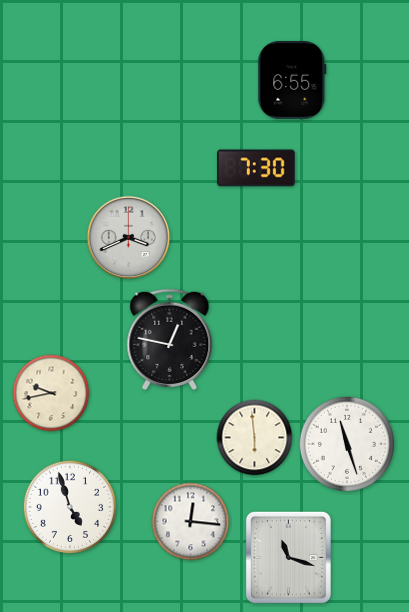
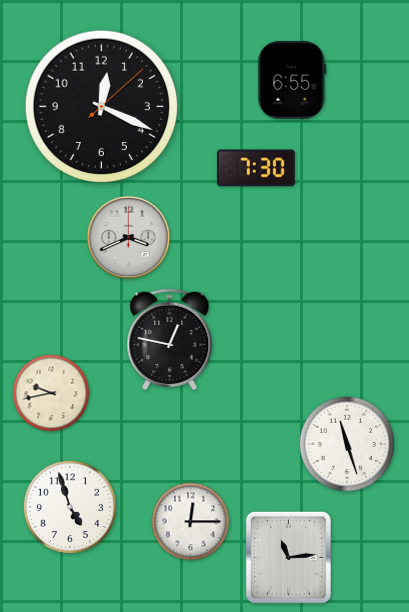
clock at (102, 107): none -> 12:19
clock at (255, 438): 5:59 -> none
clock at (191, 522): 12:16 -> 12:15
clock at (288, 557): 11:18 -> 11:14
